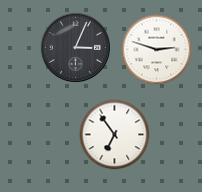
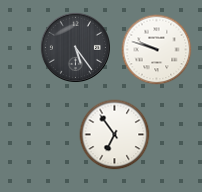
clock at (75, 47): 3:04 -> 5:24
clock at (157, 50): 2:48 -> 9:48
